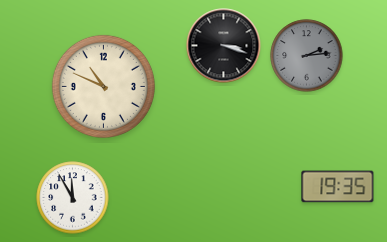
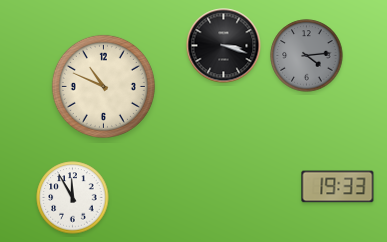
clock at (307, 56): 2:14 -> 4:14
clock at (338, 187): 19:35 -> 19:33
